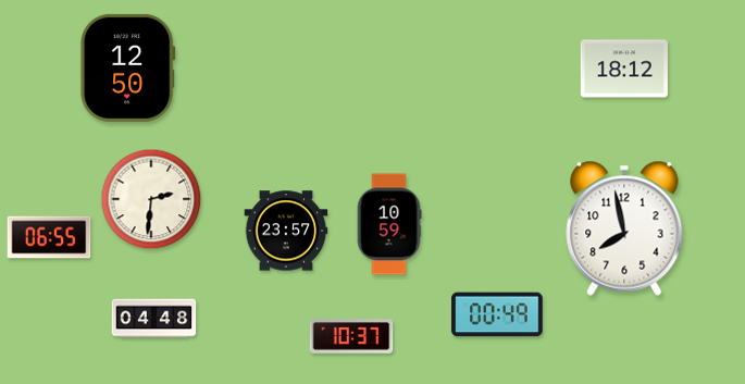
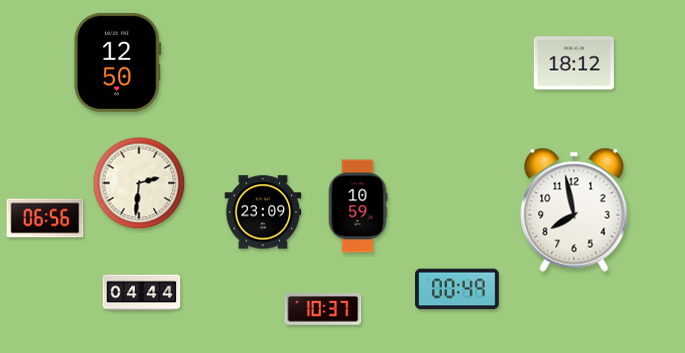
clock at (286, 231): 23:57 -> 23:09
clock at (49, 237): 06:55 -> 06:56
clock at (154, 319): 04:48 -> 04:44
